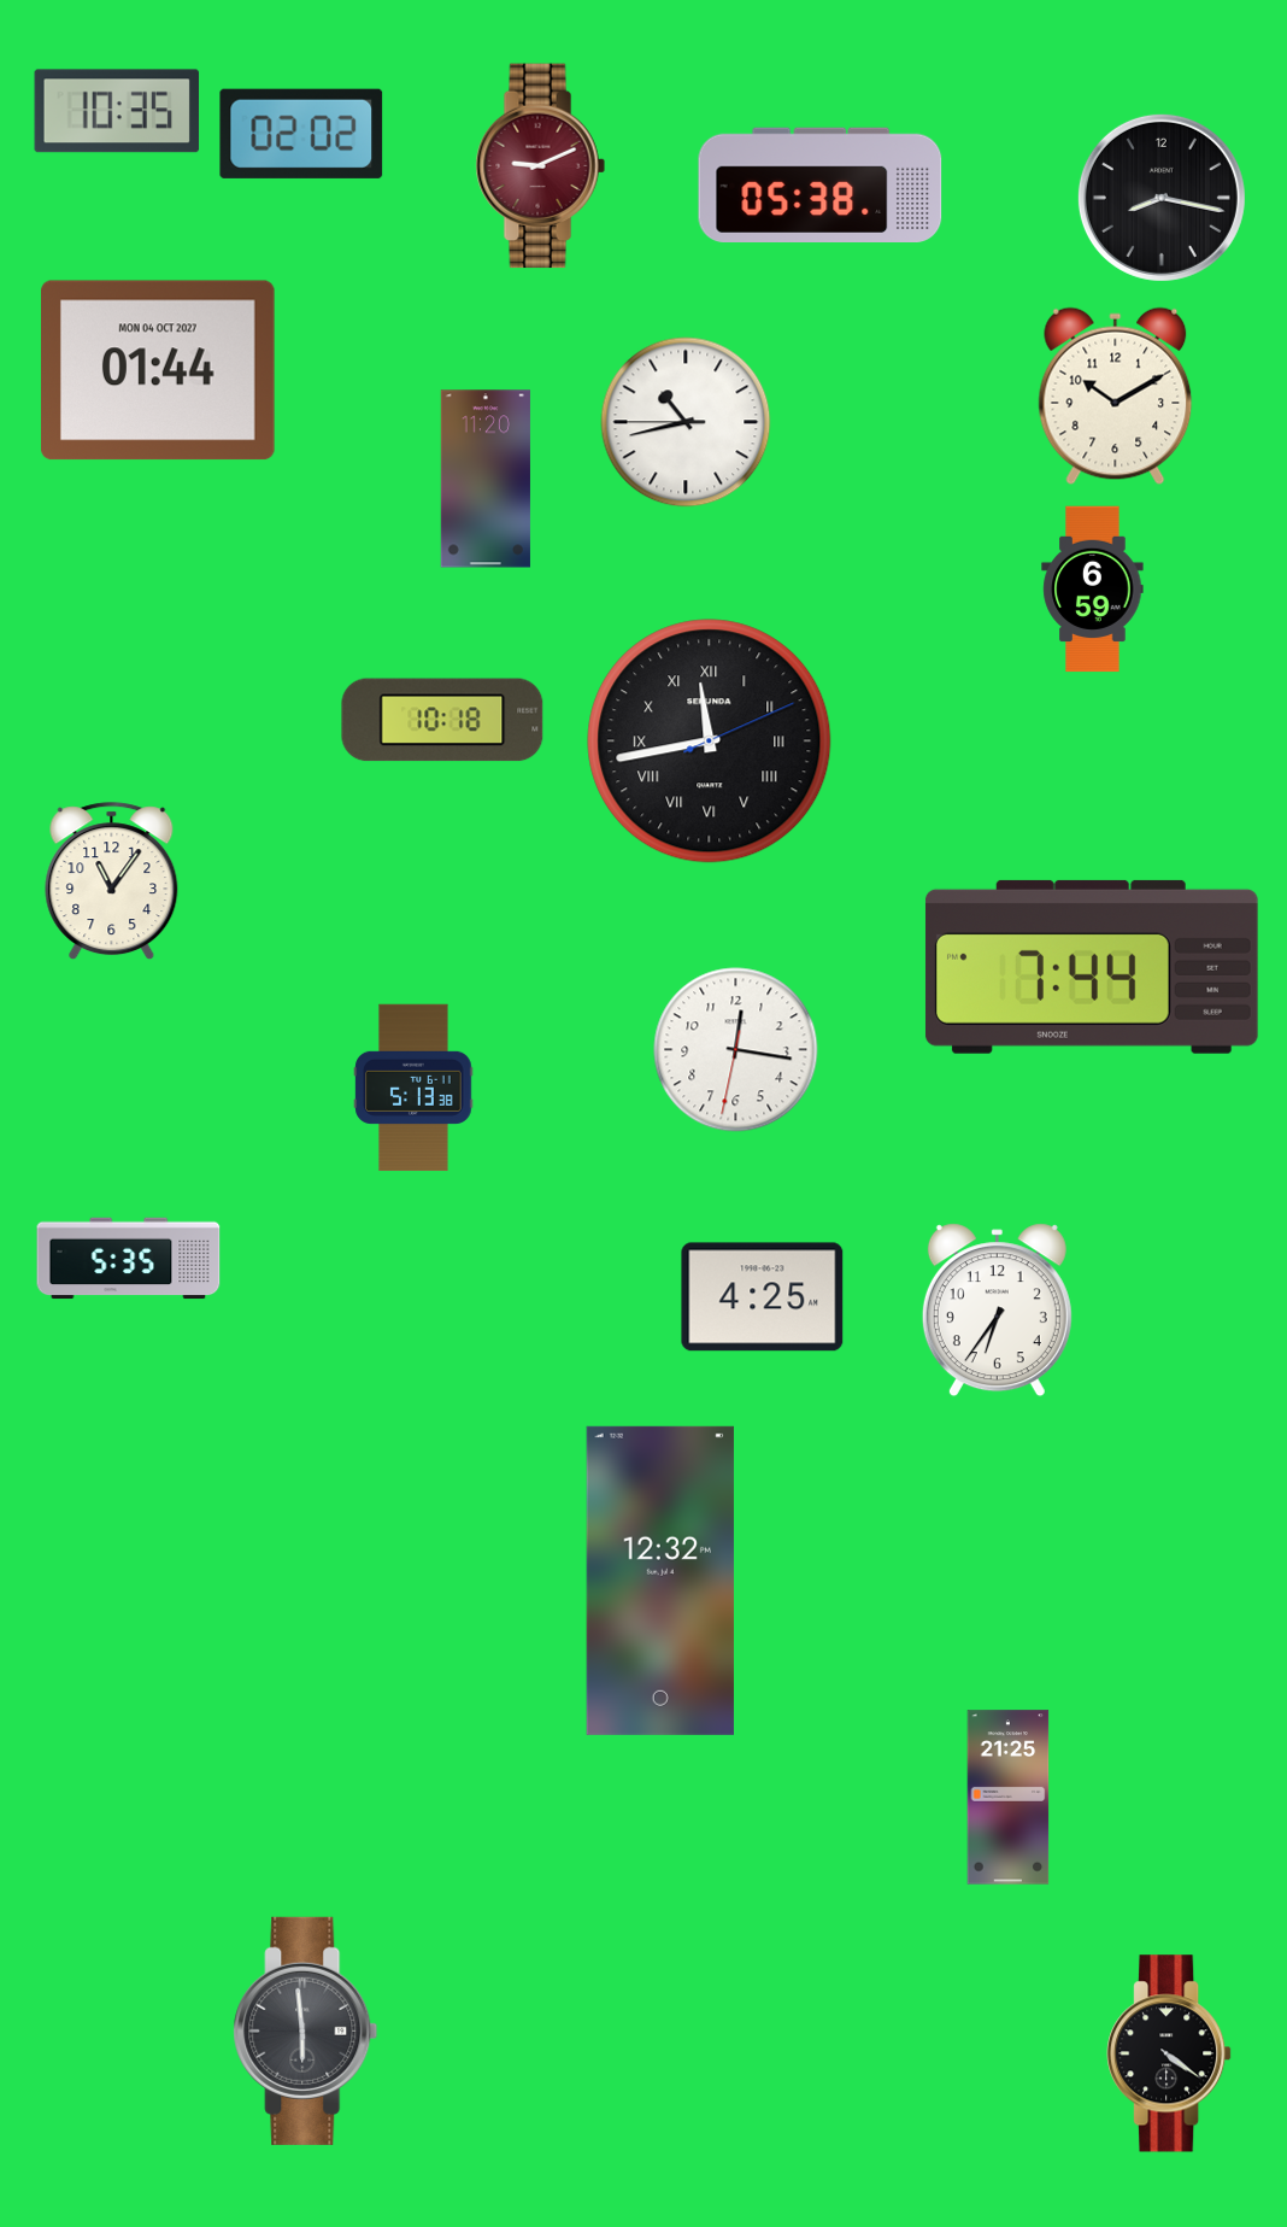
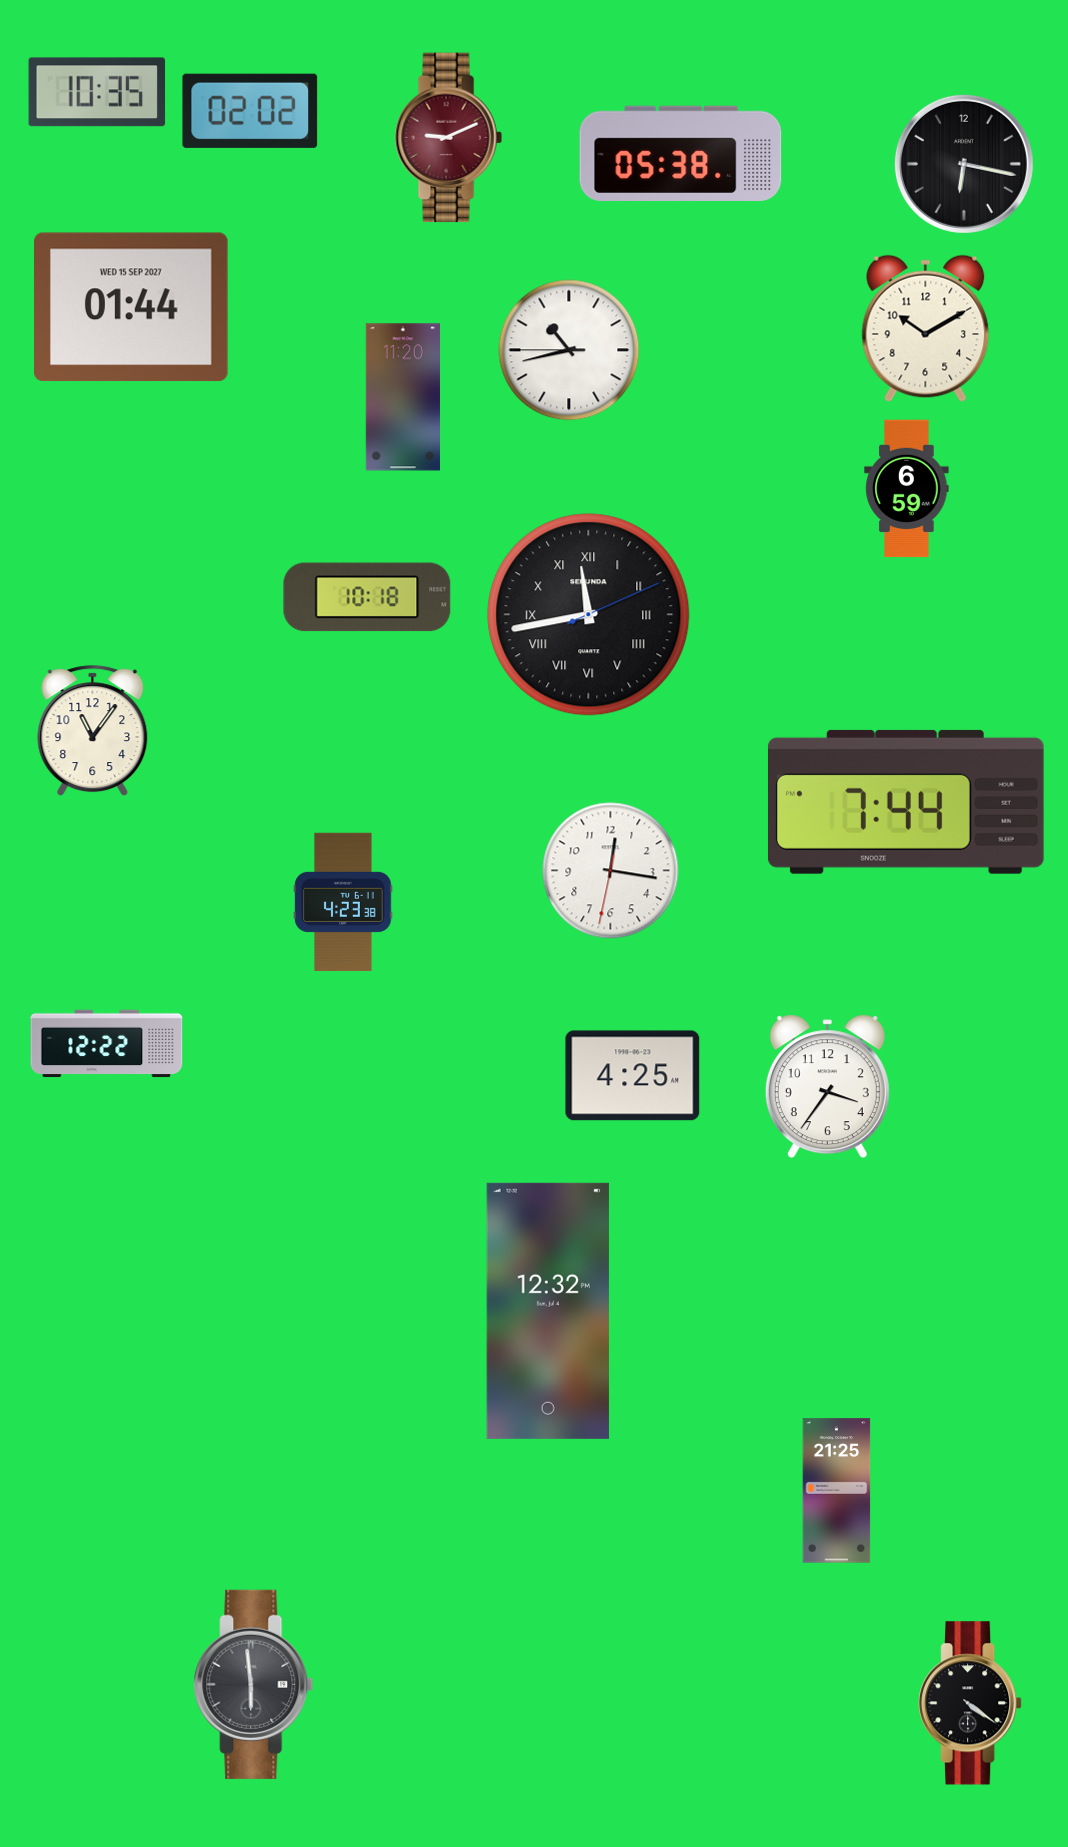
clock at (1162, 198): 8:17 -> 6:17
clock at (159, 370) date: MON 04 OCT 2027 -> WED 15 SEP 2027
clock at (413, 1088): 5:13 -> 4:23
clock at (129, 1259): 5:35 -> 12:22
clock at (997, 1311): 6:36 -> 3:36
